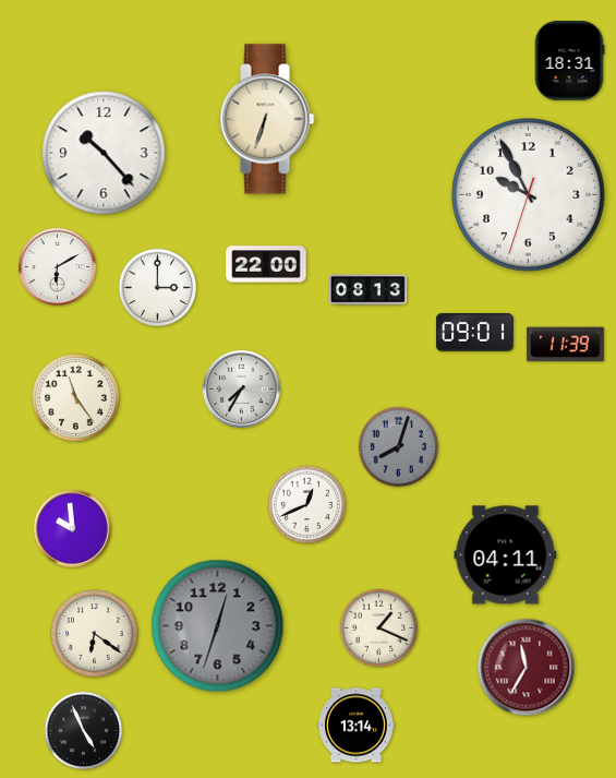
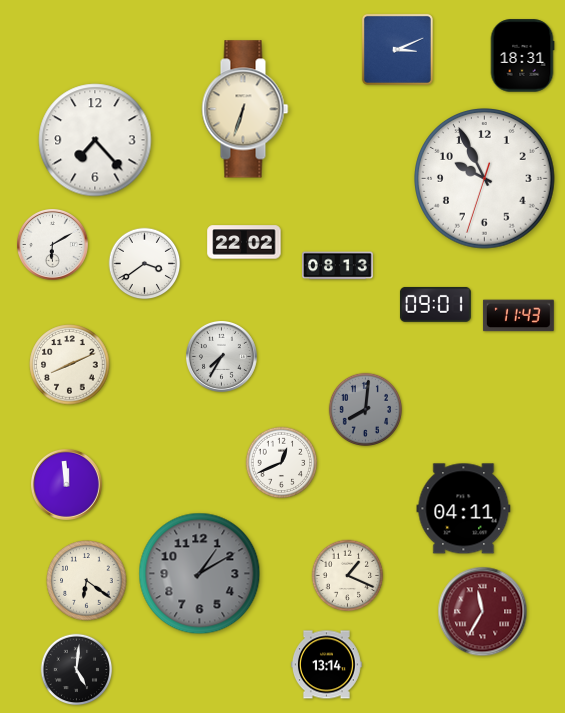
clock at (397, 49): none -> 3:11
clock at (104, 153): 10:23 -> 7:23
clock at (266, 264): 22:00 -> 22:02
clock at (158, 288): 3:00 -> 3:39
clock at (565, 345): 11:39 -> 11:43
clock at (76, 398): 11:24 -> 8:11
clock at (398, 446): 8:03 -> 8:01
clock at (73, 529): 9:59 -> 11:59
clock at (218, 626): 12:33 -> 1:10
clock at (84, 731): 4:56 -> 5:01
